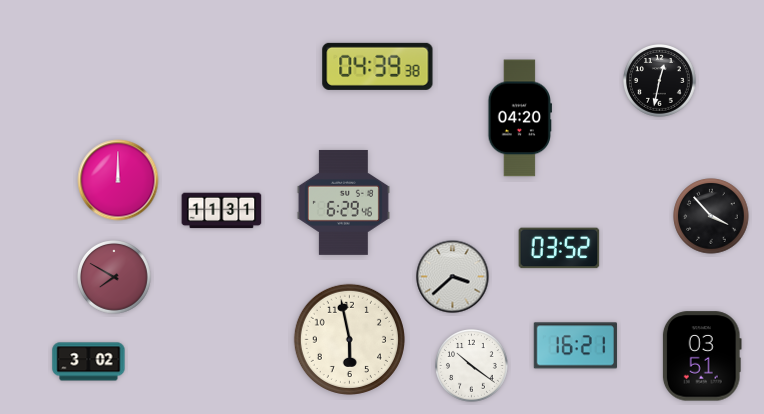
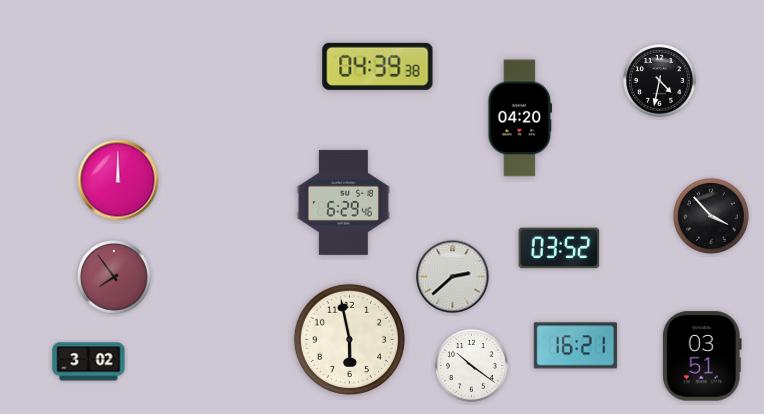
clock at (660, 81): 12:32 -> 4:32
clock at (222, 211): 11:31 -> none
clock at (114, 277): 7:50 -> 7:54
clock at (453, 277): 3:38 -> 2:38
